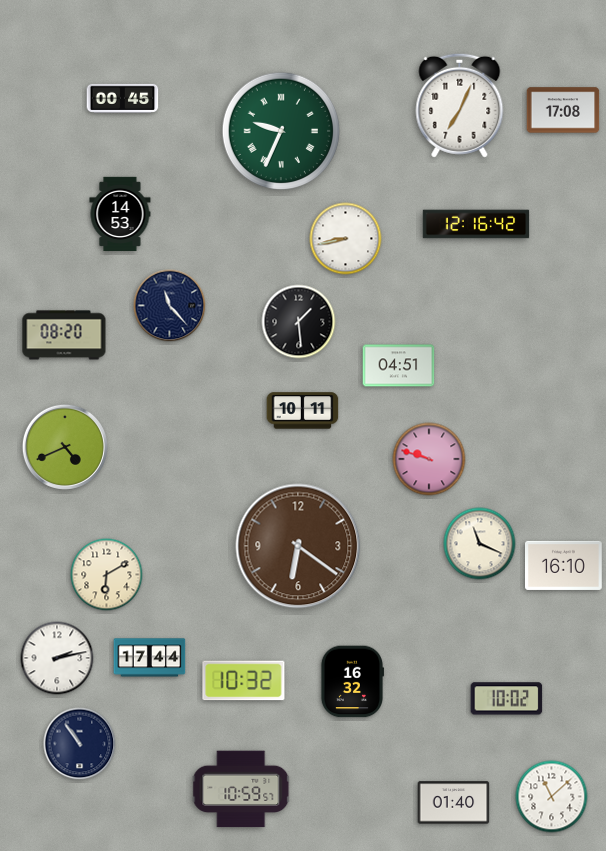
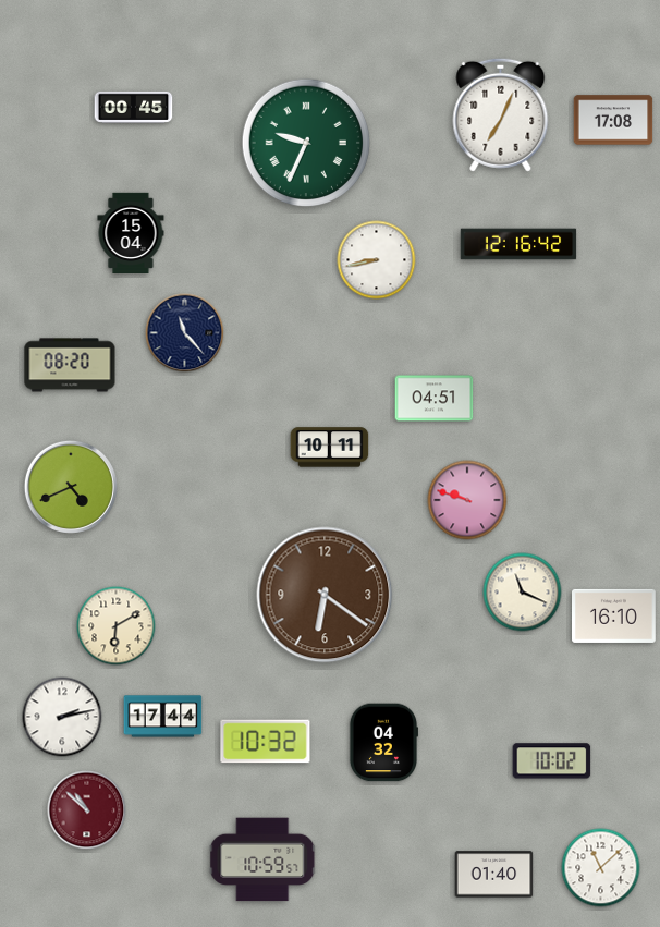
clock at (120, 213): 14:53 -> 15:04
clock at (299, 322): 1:29 -> none
clock at (351, 682): 16:32 -> 04:32
clock at (80, 744): 10:54 -> 10:52
clock at (80, 744) dial: navy -> burgundy
